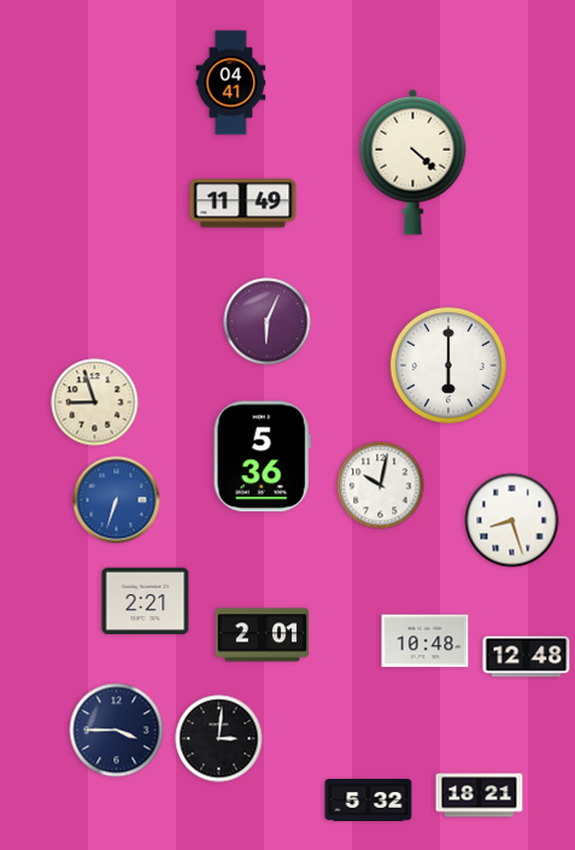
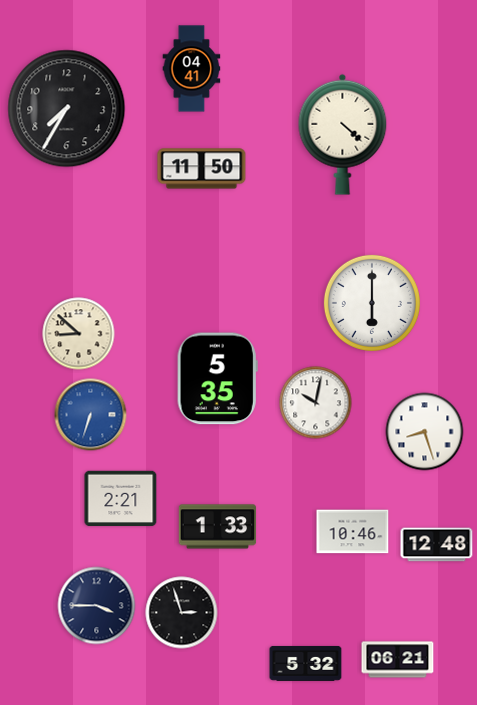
clock at (67, 109): none -> 7:35
clock at (244, 204): 11:49 -> 11:50
clock at (268, 322): 6:04 -> none
clock at (95, 403): 8:57 -> 8:52
clock at (262, 457): 5:36 -> 5:35
clock at (117, 500) position: (117, 500) -> (91, 415)
clock at (263, 635): 2:01 -> 1:33
clock at (426, 641): 10:48 -> 10:46
clock at (219, 739): 3:01 -> 2:57
clock at (480, 796): 18:21 -> 06:21
